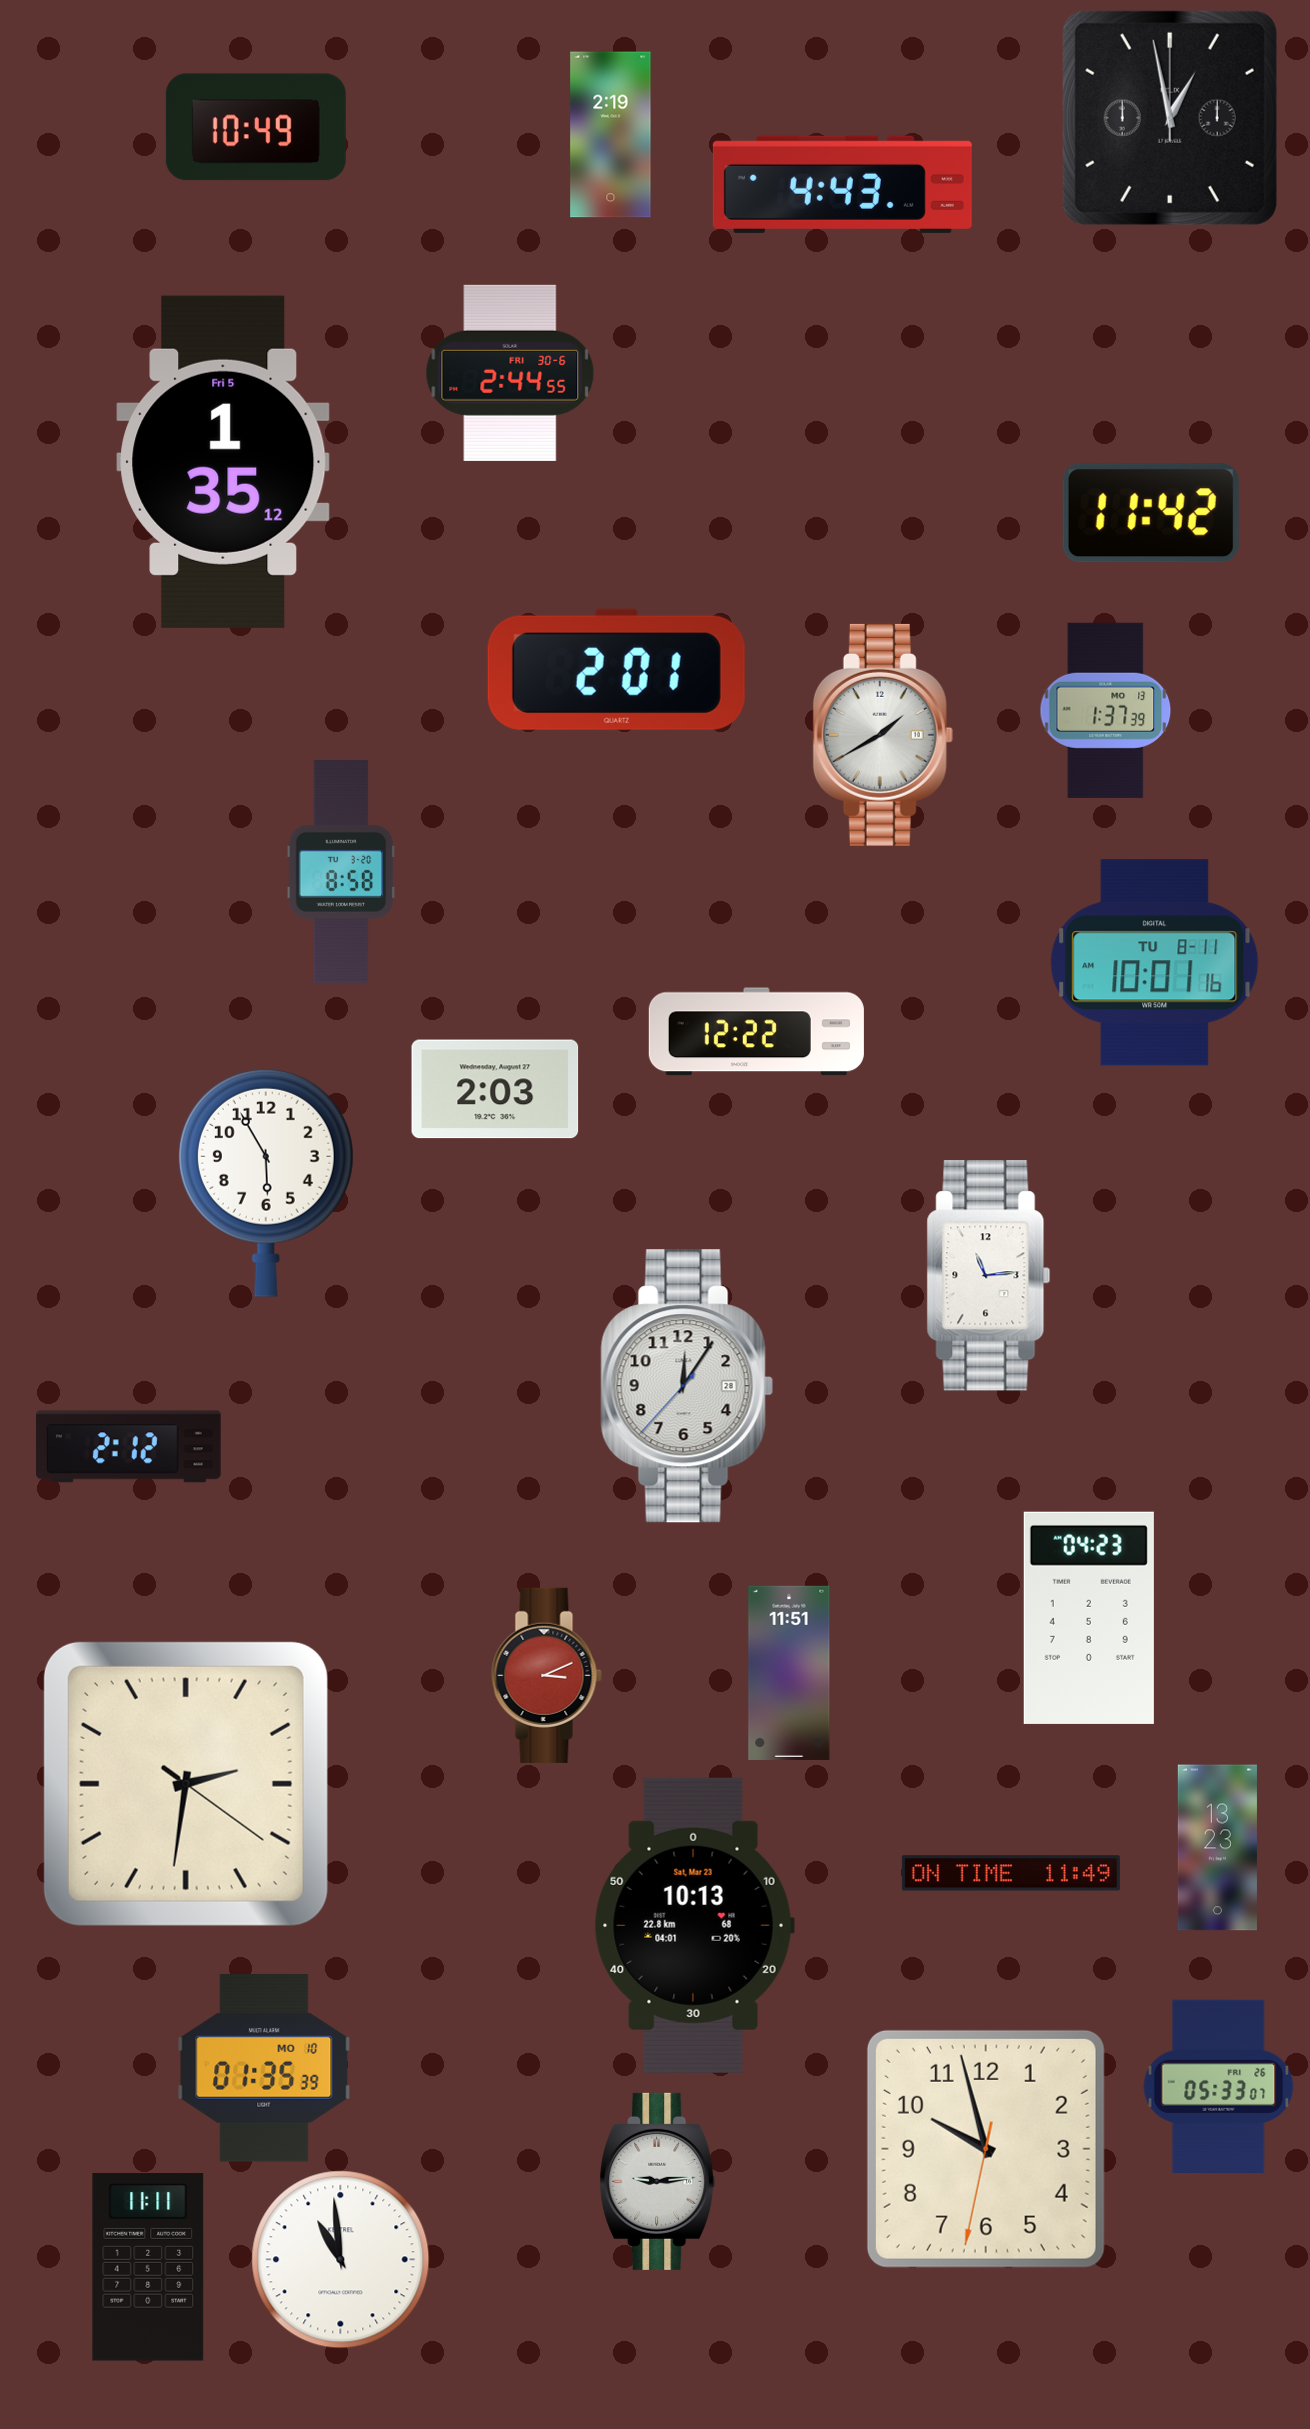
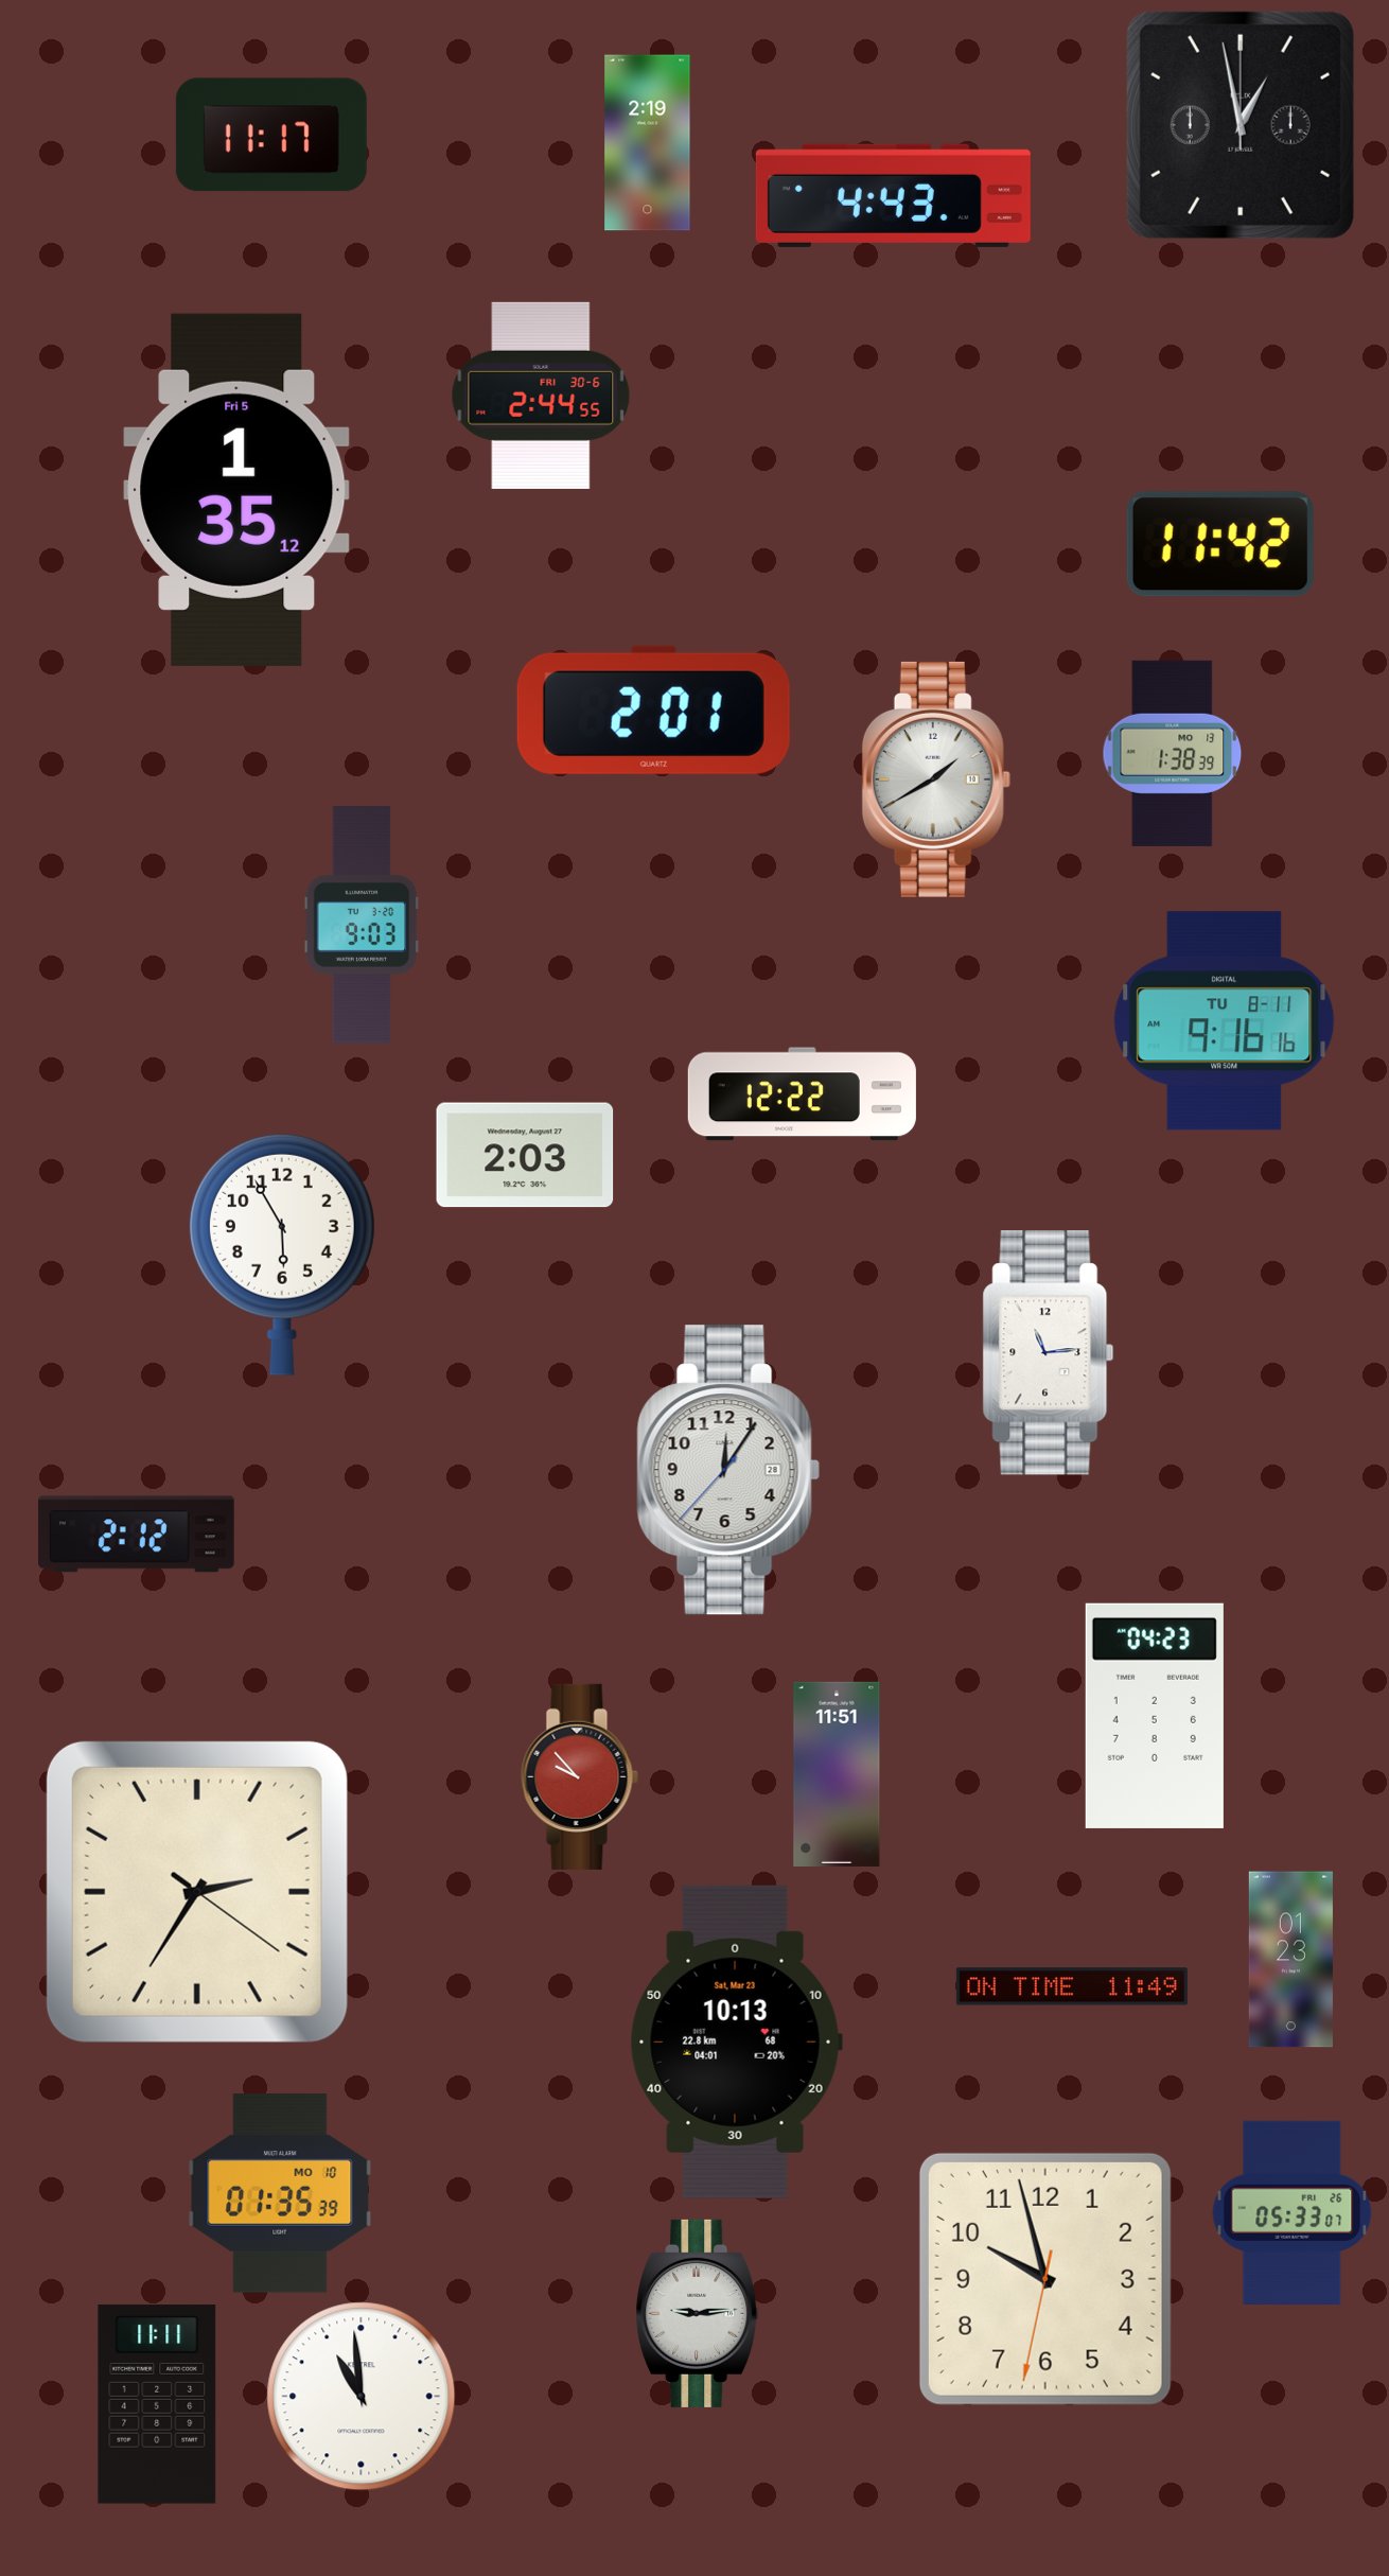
clock at (256, 127): 10:49 -> 11:17
clock at (1106, 710): 1:37 -> 1:38
clock at (341, 872): 8:58 -> 9:03
clock at (1155, 963): 10:01 -> 9:16
clock at (546, 1675): 3:11 -> 9:53
clock at (186, 1784): 2:31 -> 2:35
clock at (1217, 1848): 13:23 -> 01:23
